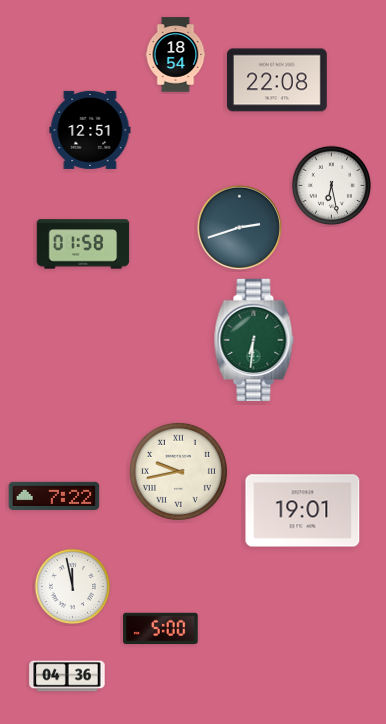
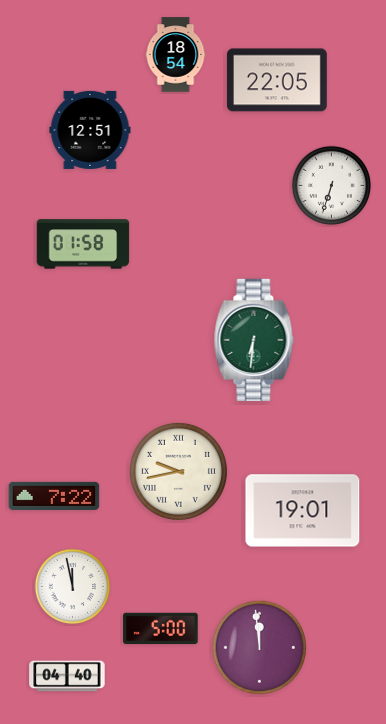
clock at (277, 80): 22:08 -> 22:05
clock at (332, 186): 6:28 -> 6:33
clock at (239, 227): 2:42 -> none
clock at (259, 647): none -> 11:59
clock at (67, 676): 04:36 -> 04:40
